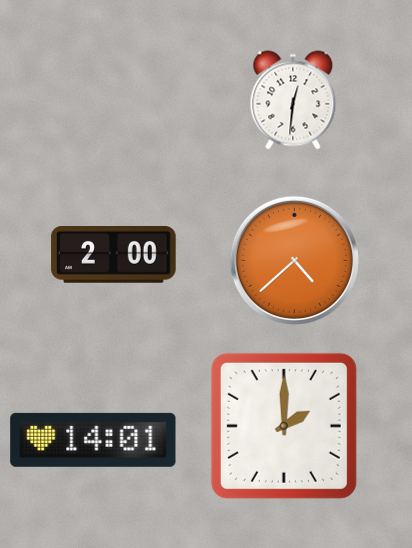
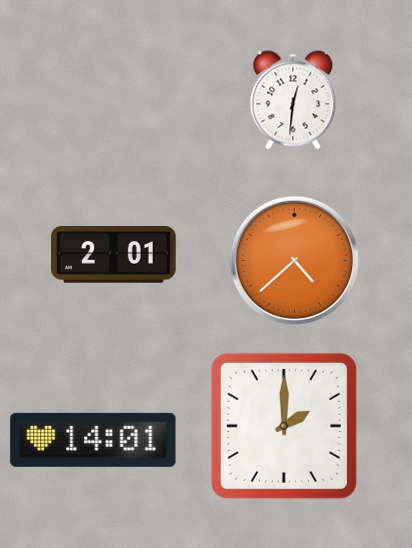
clock at (114, 255): 2:00 -> 2:01
